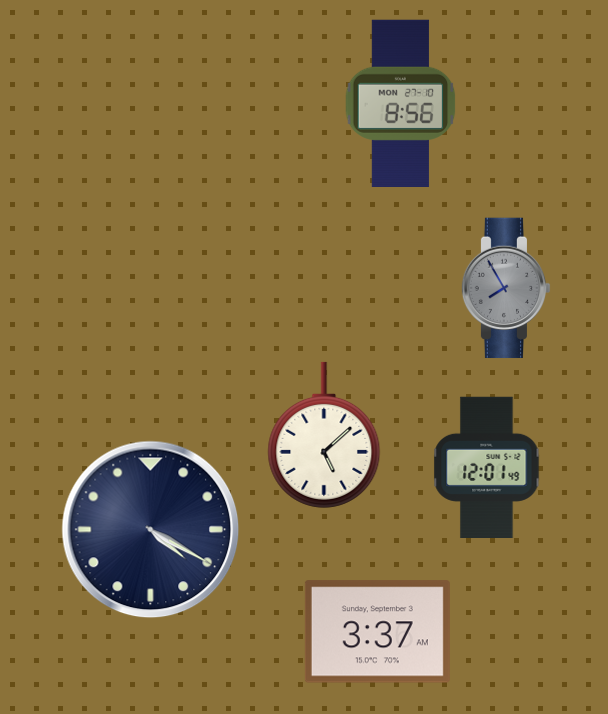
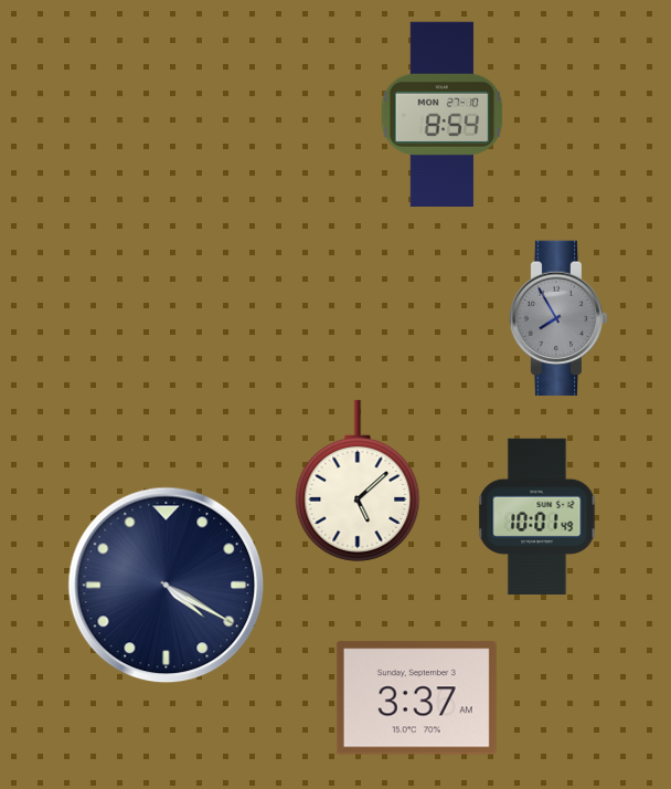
clock at (401, 103): 8:56 -> 8:54
clock at (487, 467): 12:01 -> 10:01
